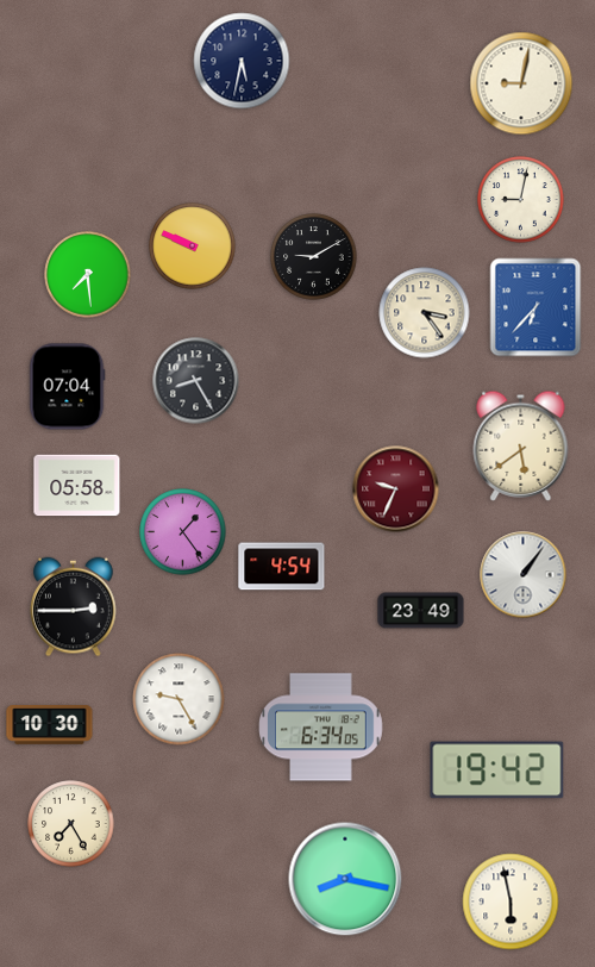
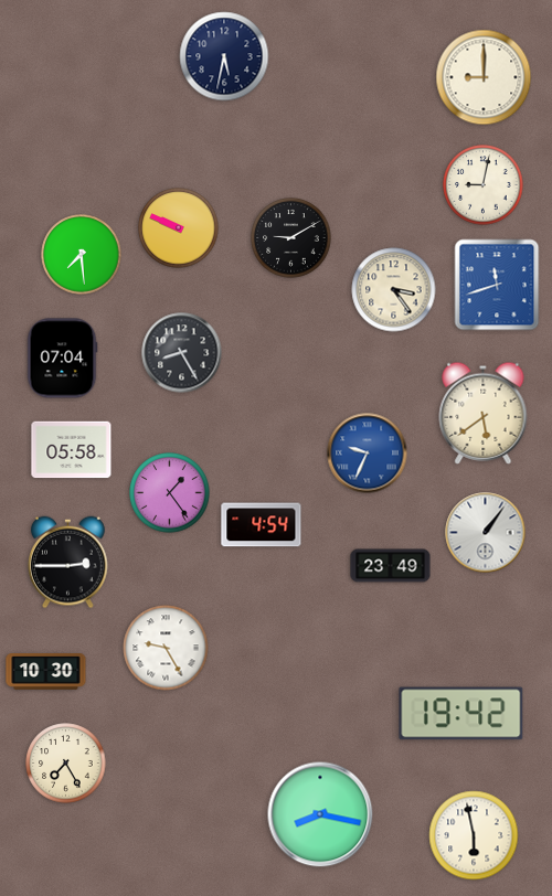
clock at (521, 83): 9:02 -> 9:00
clock at (535, 307): 6:37 -> 11:42
clock at (396, 489) dial: burgundy -> blue
clock at (321, 728): 6:34 -> none
